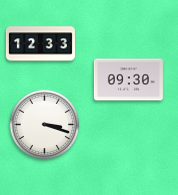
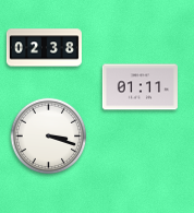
clock at (40, 44): 12:33 -> 02:38
clock at (128, 80): 09:30 -> 01:11
